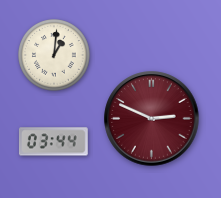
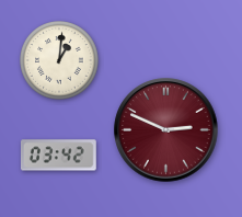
clock at (53, 142): 03:44 -> 03:42
